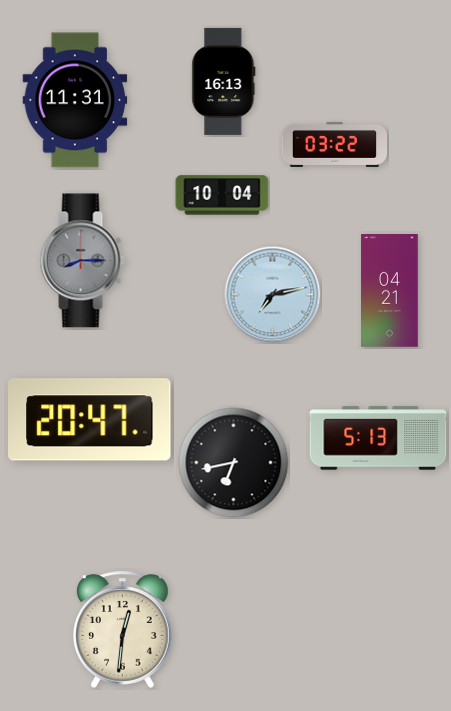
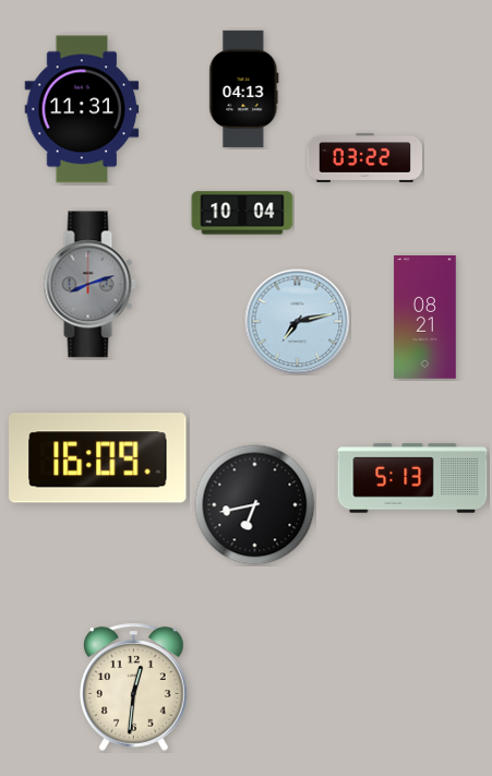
clock at (224, 81): 16:13 -> 04:13
clock at (82, 261): 8:15 -> 8:12
clock at (390, 291): 04:21 -> 08:21
clock at (90, 420): 20:47 -> 16:09
